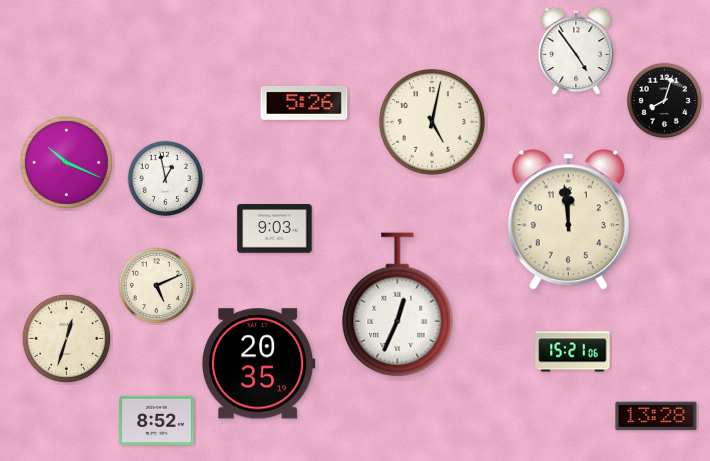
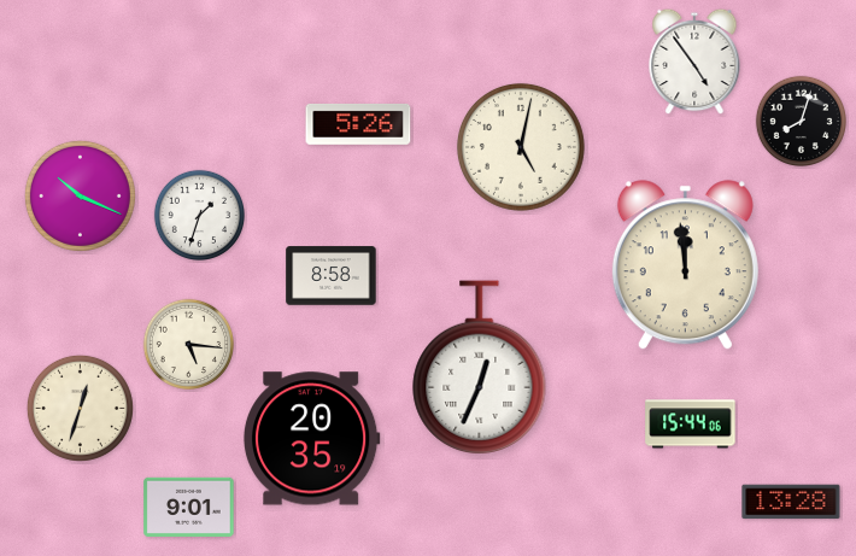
clock at (304, 103) position: (304, 103) -> (358, 124)
clock at (165, 178): 12:58 -> 1:33
clock at (275, 229): 9:03 -> 8:58
clock at (156, 285): 5:11 -> 5:16
clock at (573, 352): 15:21 -> 15:44
clock at (157, 420): 8:52 -> 9:01
